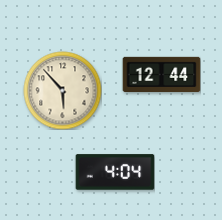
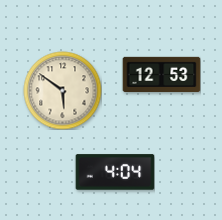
clock at (161, 75): 12:44 -> 12:53
clock at (62, 90): 5:53 -> 5:51
